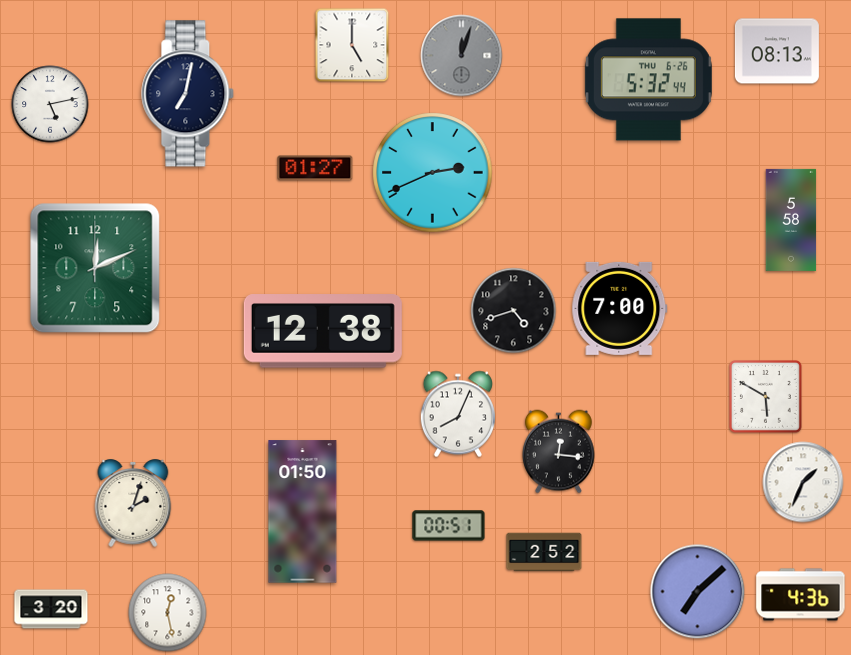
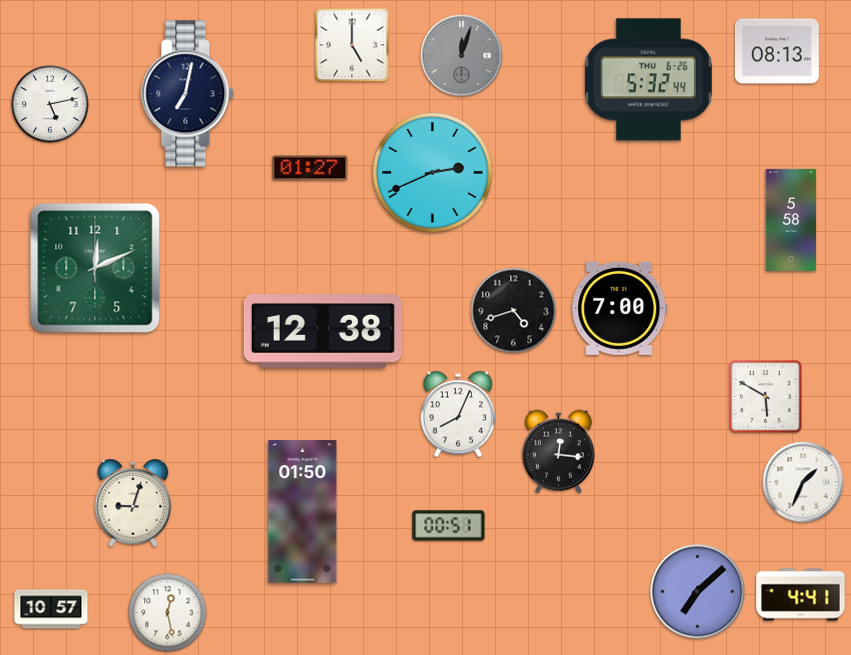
clock at (315, 168) position: (315, 168) -> (310, 168)
clock at (133, 503): 2:03 -> 9:03
clock at (544, 552): 2:52 -> none
clock at (801, 595): 4:36 -> 4:41
clock at (51, 609): 3:20 -> 10:57
